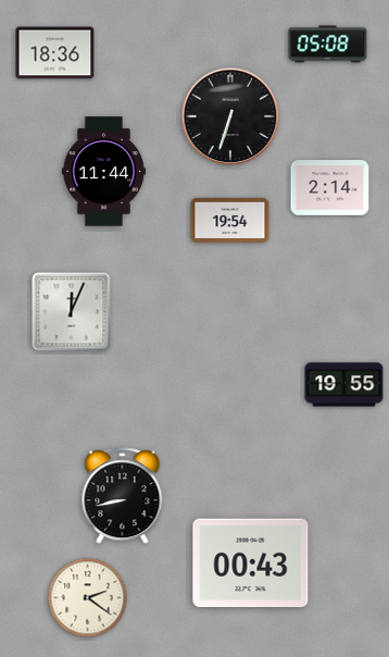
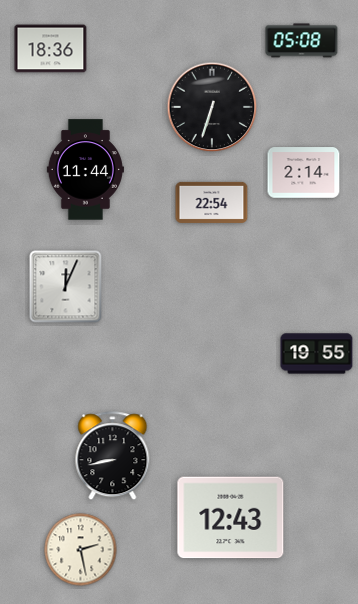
clock at (103, 172) position: (103, 172) -> (85, 170)
clock at (230, 220): 19:54 -> 22:54
clock at (251, 563): 00:43 -> 12:43
clock at (88, 598): 2:21 -> 2:28
